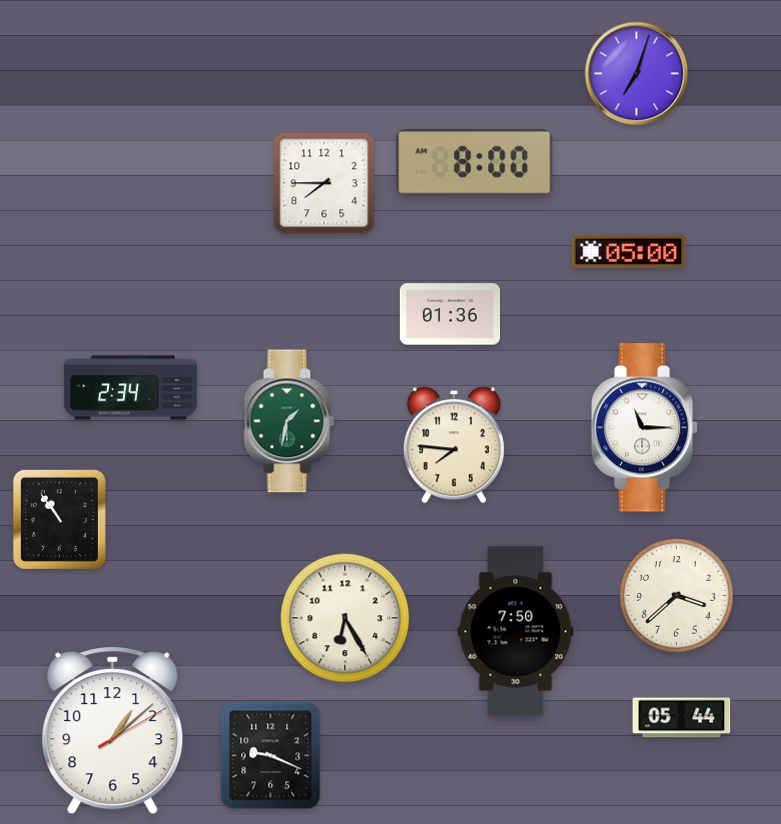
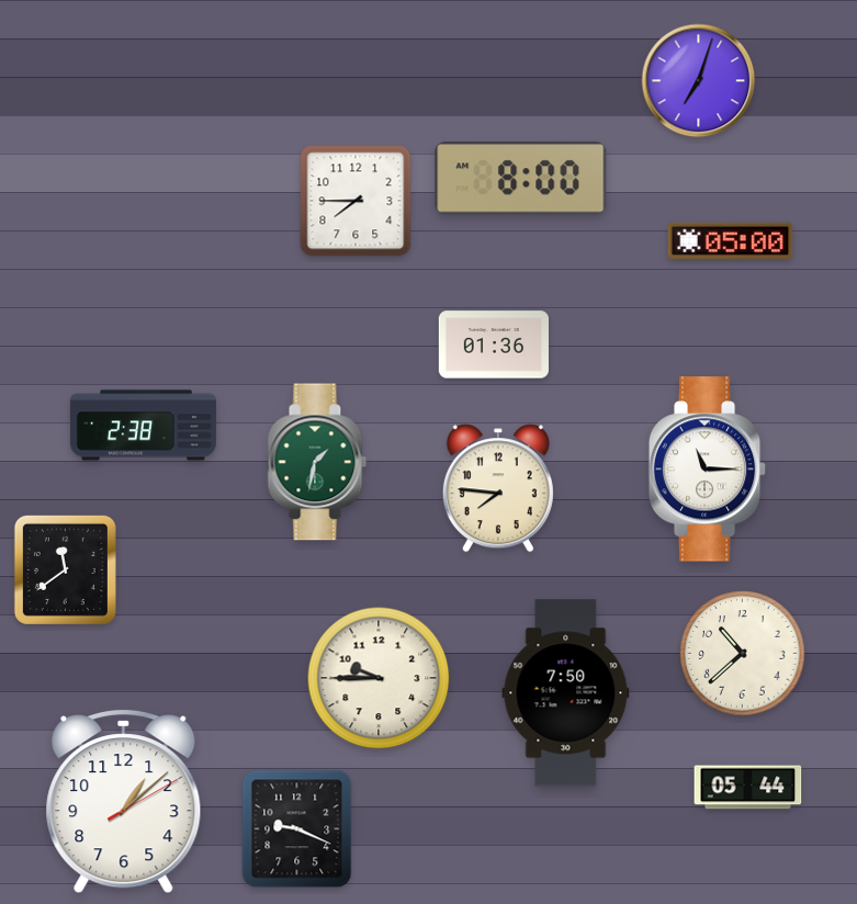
clock at (629, 251) position: (629, 251) -> (731, 240)
clock at (130, 388): 2:34 -> 2:38
clock at (59, 519): 10:54 -> 11:39
clock at (677, 596): 3:38 -> 10:38
clock at (345, 618): 6:25 -> 9:45
